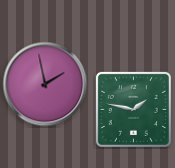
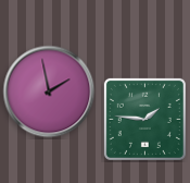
clock at (133, 109): 1:47 -> 1:46
